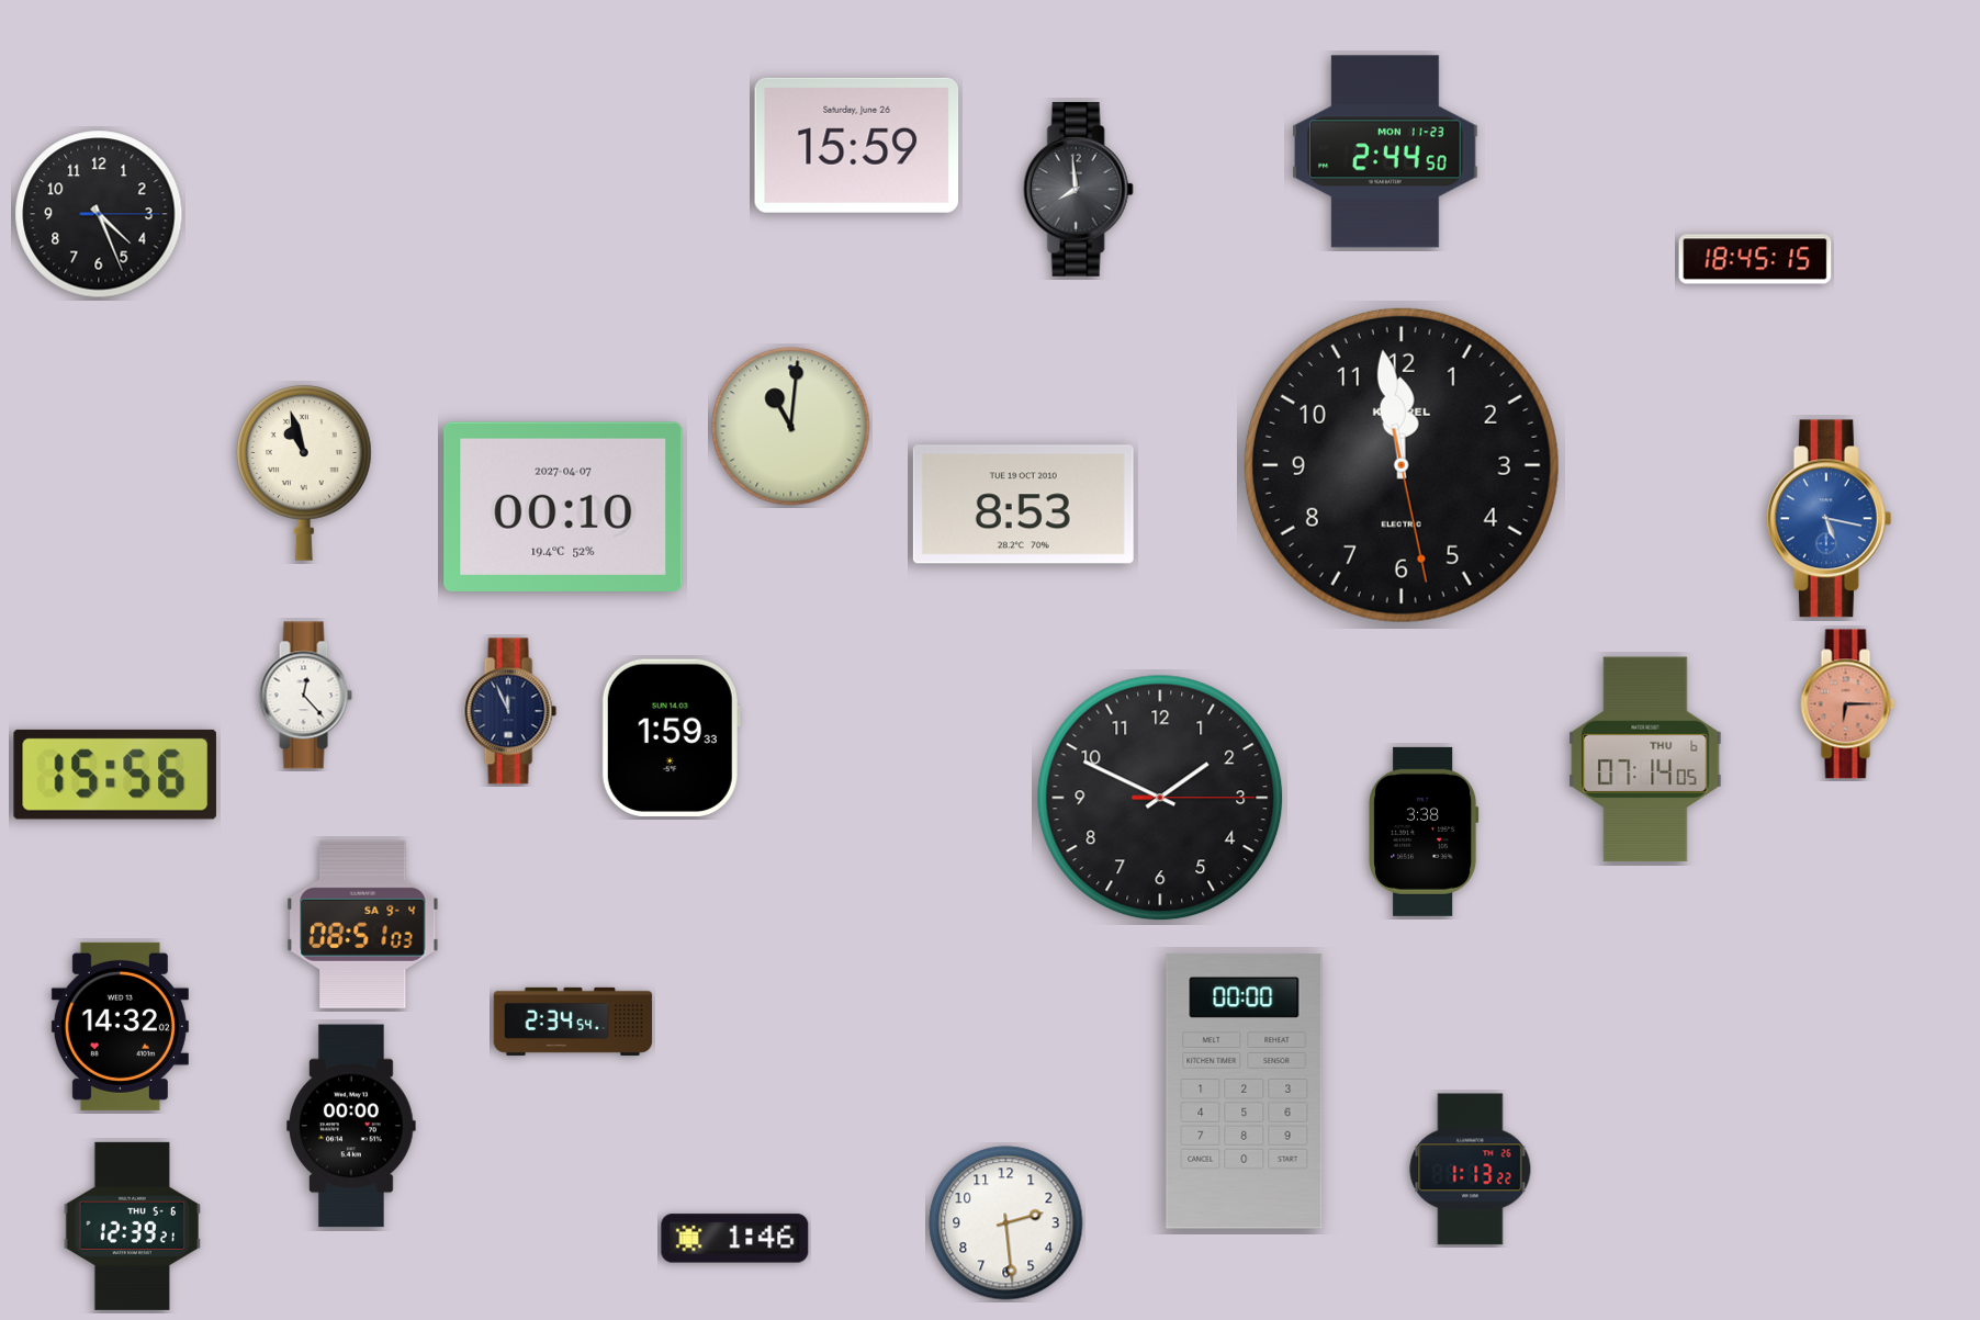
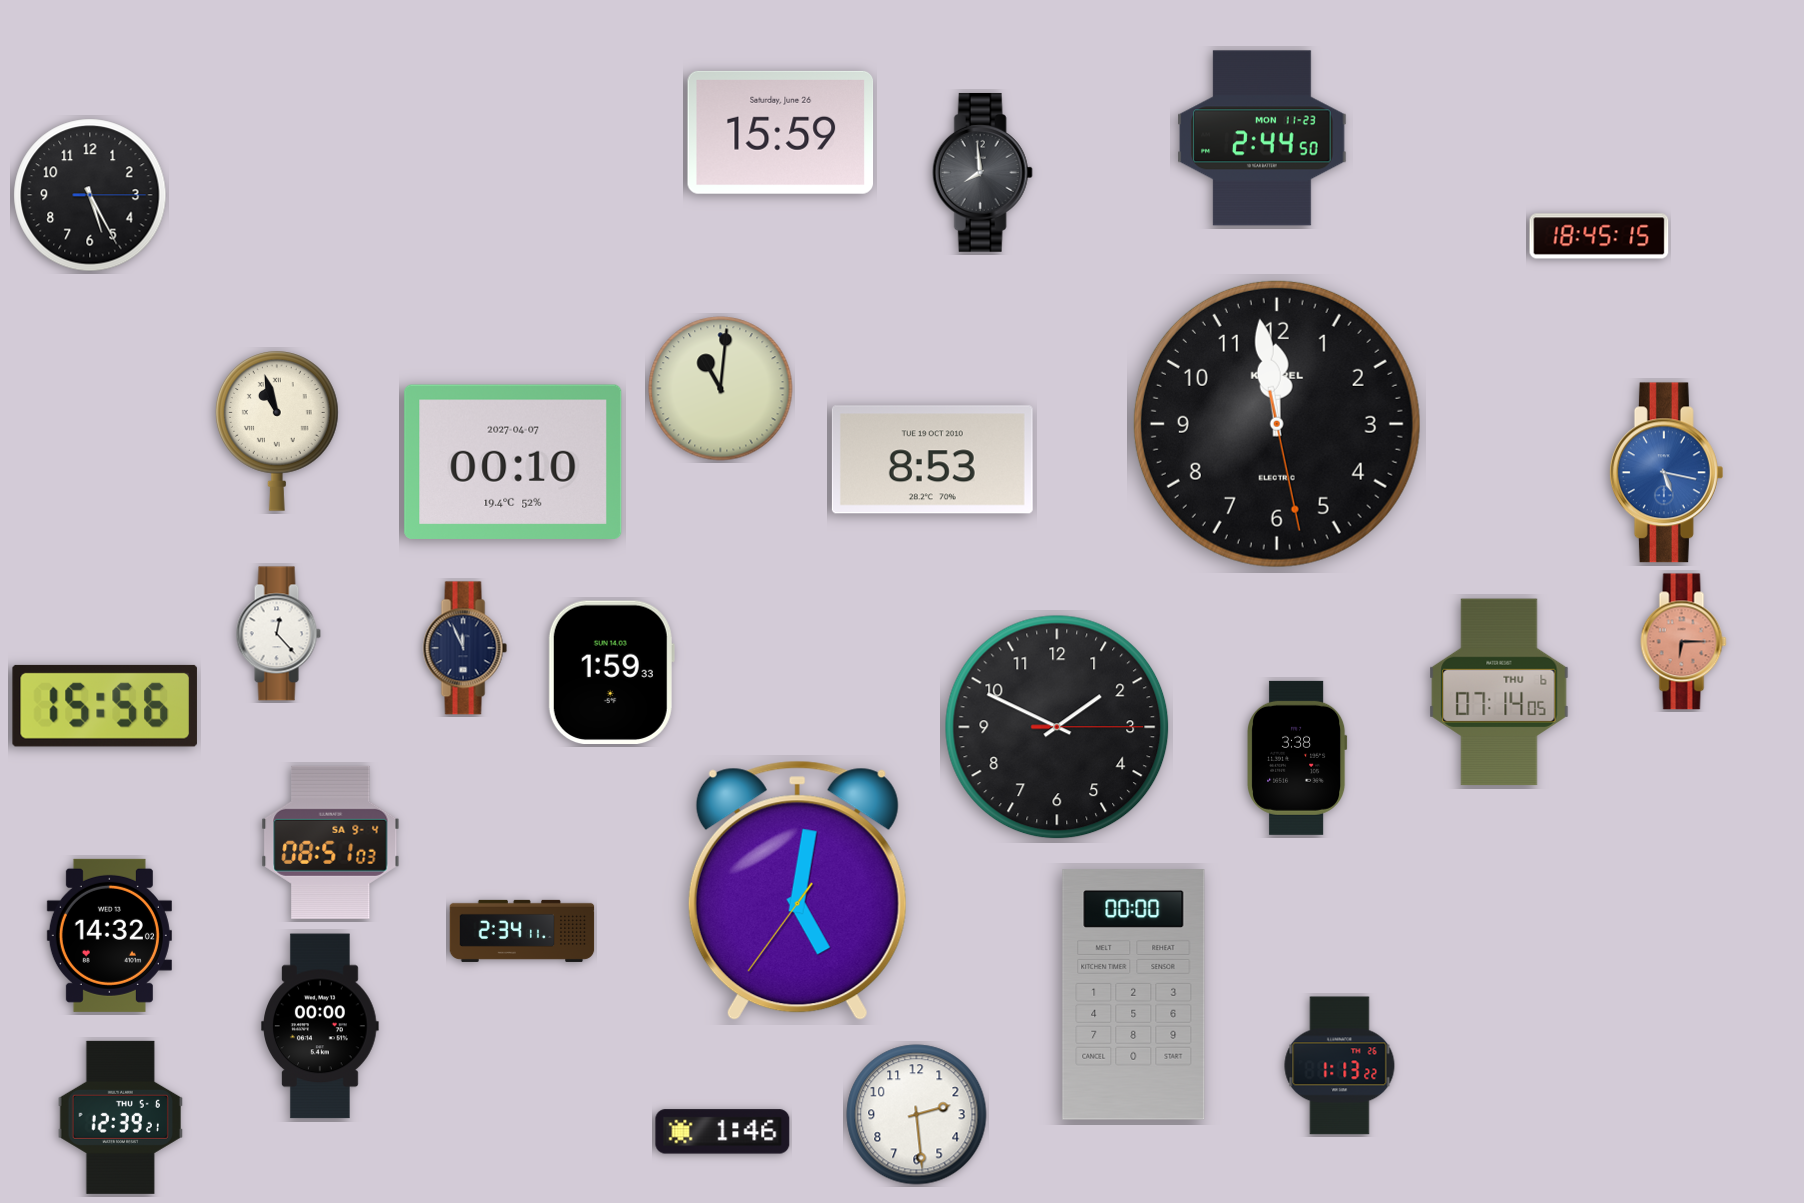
clock at (99, 214): 4:26 -> 5:25
clock at (797, 891): none -> 5:01
clock at (573, 1022): 2:34:54 -> 2:34:11
clock at (735, 1239) position: (735, 1239) -> (723, 1132)
